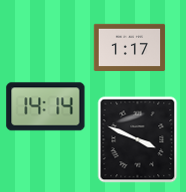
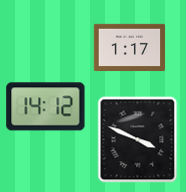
clock at (46, 107): 14:14 -> 14:12
